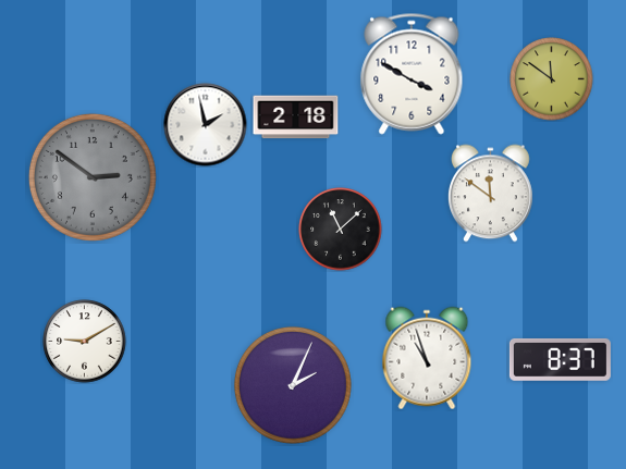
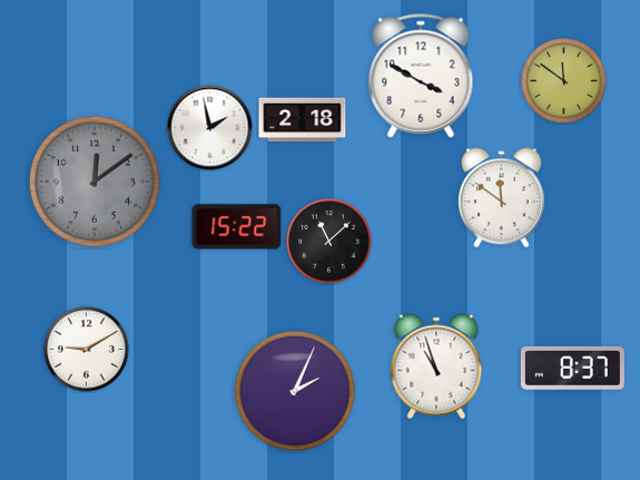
clock at (93, 177): 2:51 -> 12:09
clock at (237, 227): none -> 15:22
clock at (341, 230) position: (341, 230) -> (329, 242)
clock at (293, 385) position: (293, 385) -> (295, 391)
